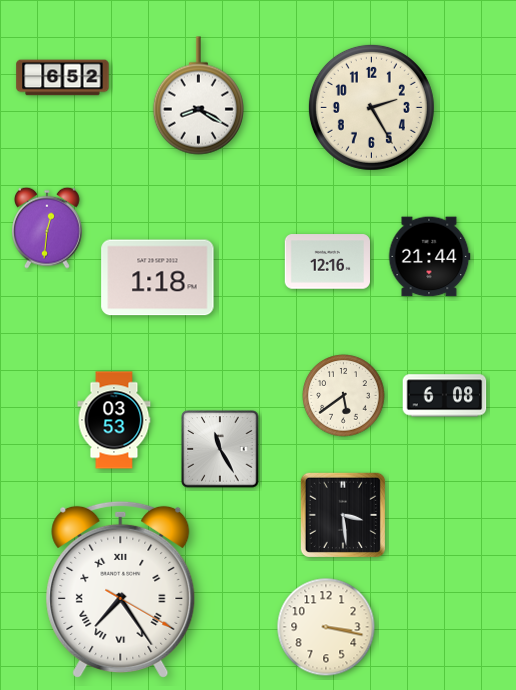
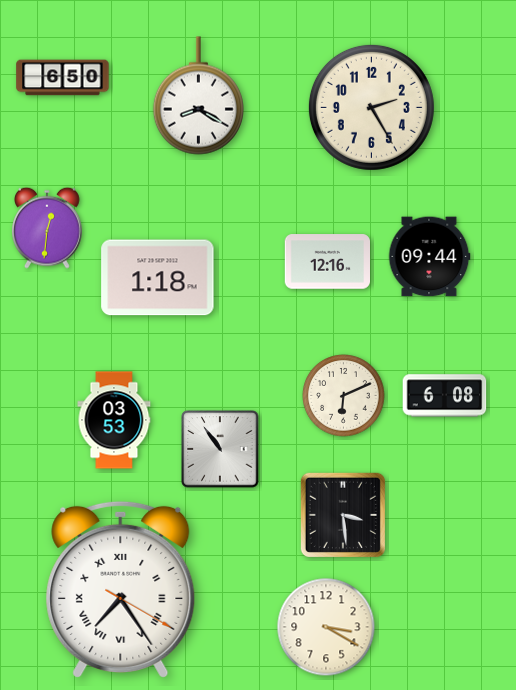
clock at (63, 78): 6:52 -> 6:50
clock at (429, 257): 21:44 -> 09:44
clock at (344, 396): 5:39 -> 6:11
clock at (220, 449): 11:25 -> 10:54
clock at (326, 627): 3:17 -> 3:20
